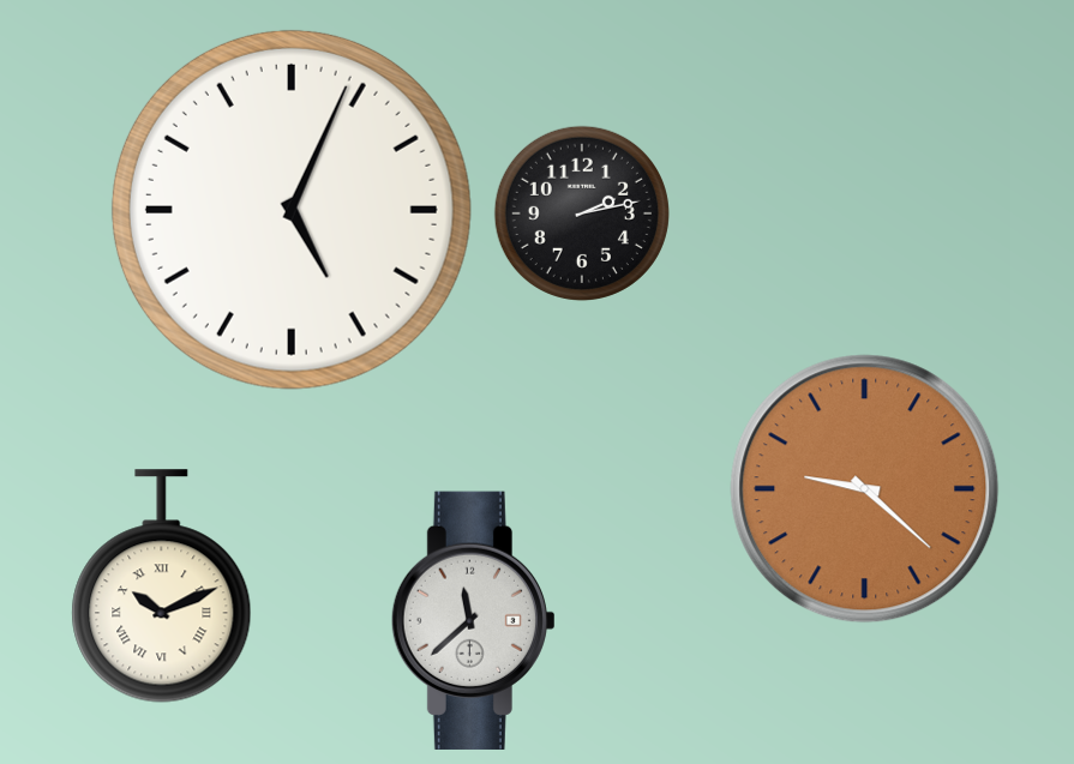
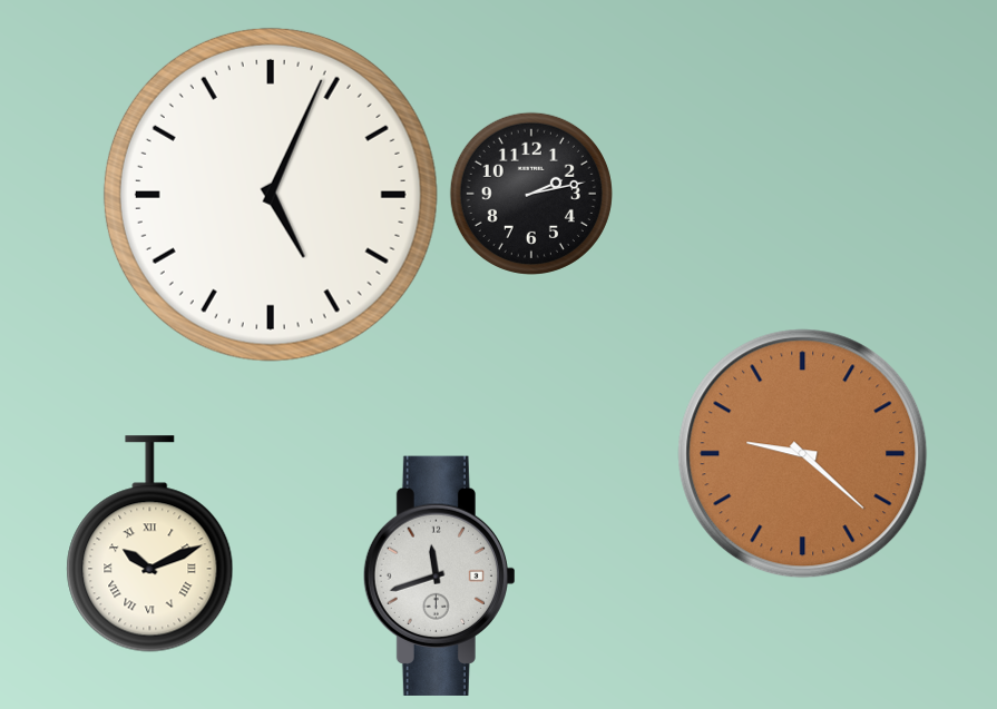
clock at (582, 213) position: (582, 213) -> (531, 194)
clock at (473, 620): 11:38 -> 11:42
